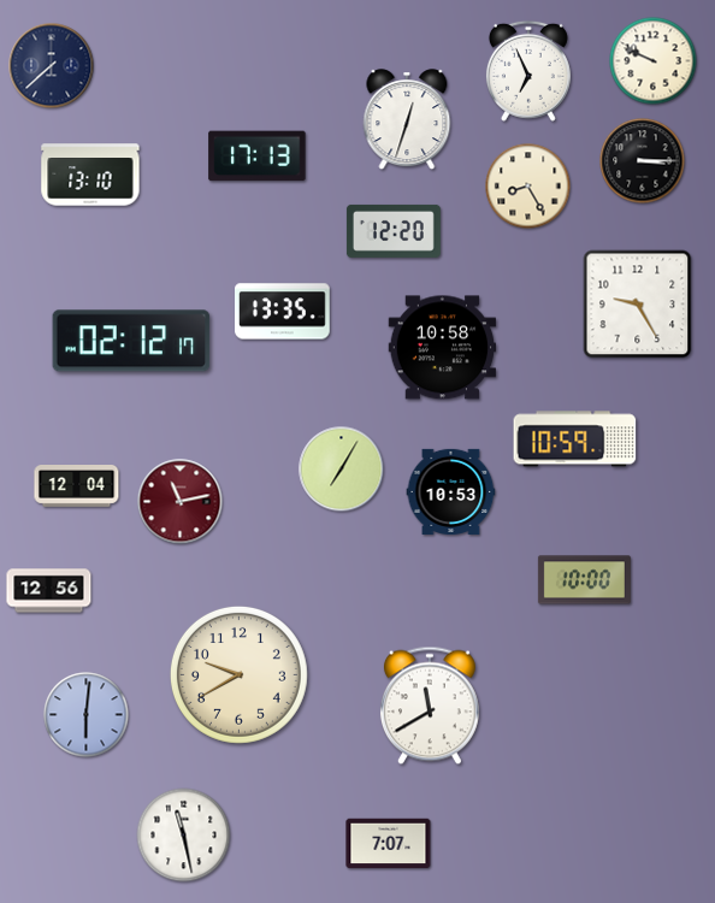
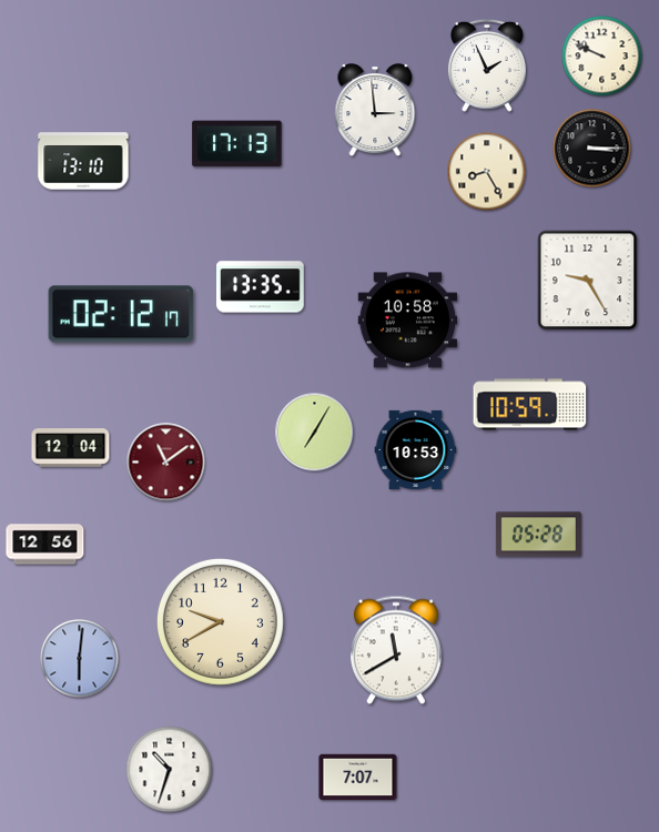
clock at (52, 66): 7:38 -> none
clock at (528, 71): 6:56 -> 1:56
clock at (407, 120): 12:33 -> 2:59
clock at (394, 231): 12:20 -> none
clock at (451, 491) position: (451, 491) -> (416, 449)
clock at (181, 502): 11:13 -> 11:09
clock at (584, 580): 10:00 -> 05:28
clock at (184, 836): 11:28 -> 10:33
